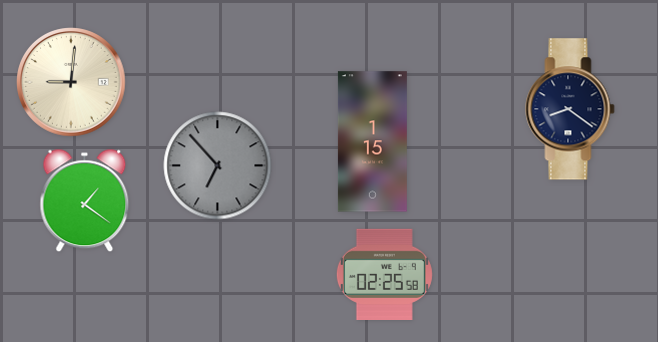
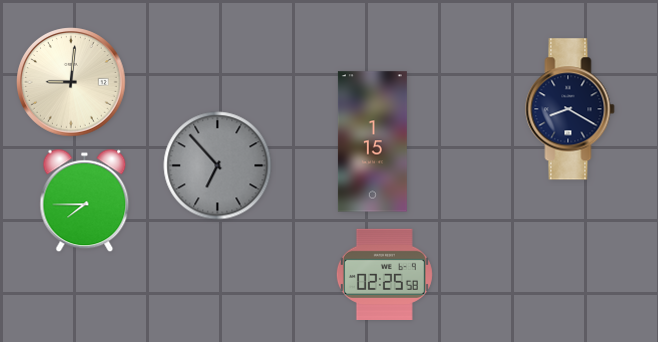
clock at (570, 109): 8:21 -> 8:20
clock at (85, 201): 1:21 -> 7:45
